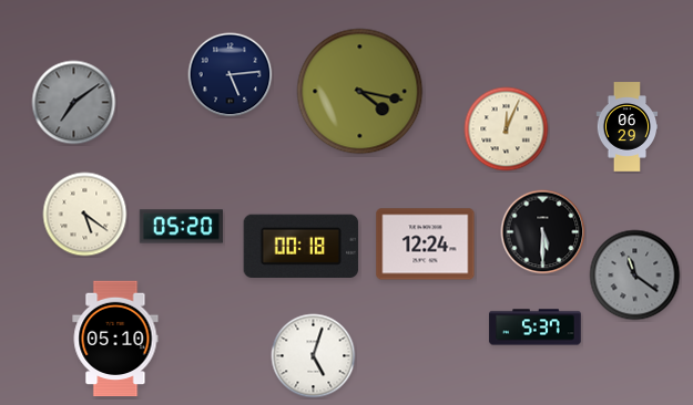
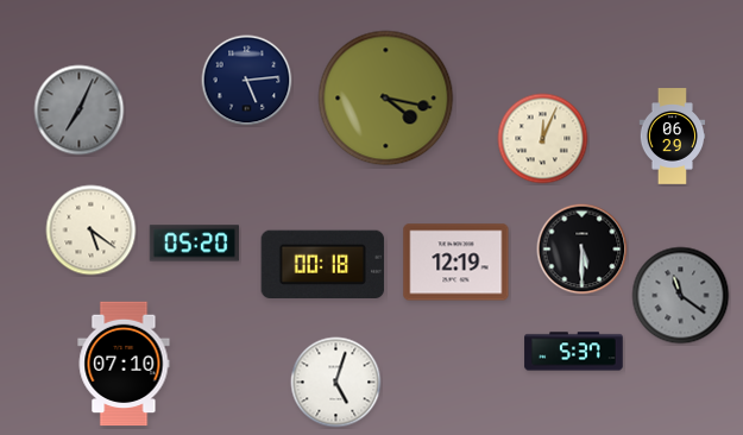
clock at (74, 103): 7:09 -> 7:04
clock at (426, 245): 12:24 -> 12:19
clock at (115, 339): 05:10 -> 07:10
